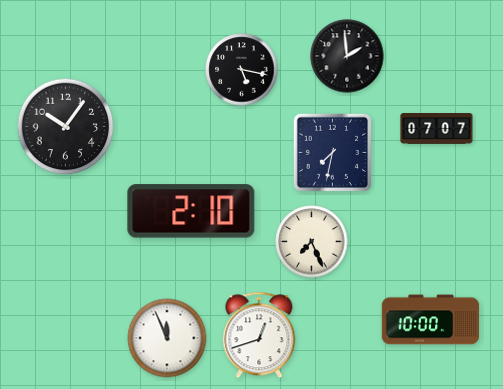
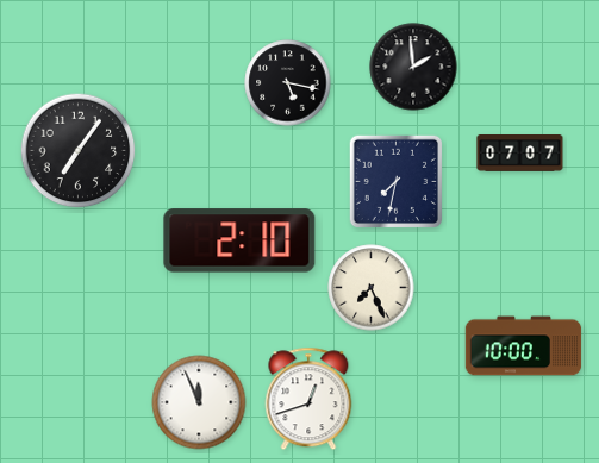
clock at (66, 127): 10:06 -> 7:06
clock at (191, 211) position: (191, 211) -> (239, 240)
clock at (431, 320) position: (431, 320) -> (524, 346)
